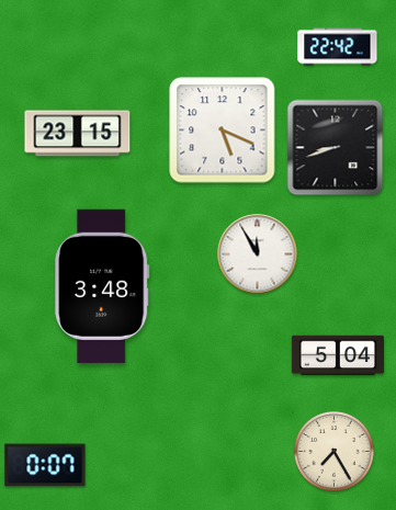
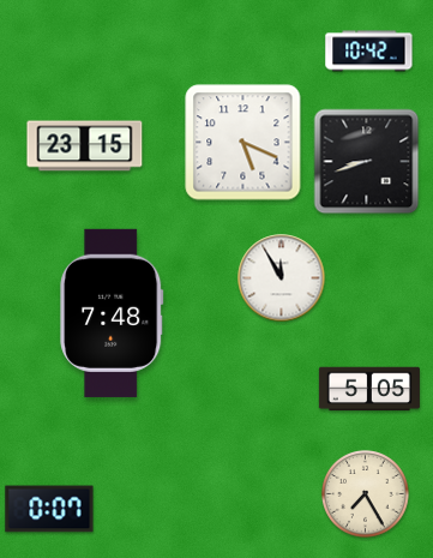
clock at (338, 47): 22:42 -> 10:42
clock at (102, 286): 3:48 -> 7:48
clock at (338, 355): 5:04 -> 5:05
